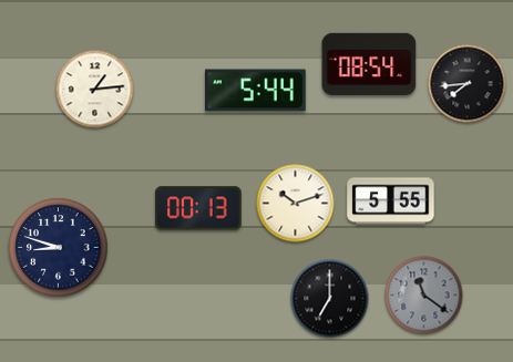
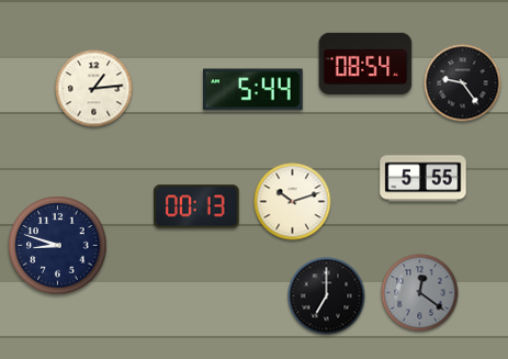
clock at (468, 84): 7:44 -> 9:24
clock at (391, 201) position: (391, 201) -> (424, 179)
clock at (424, 296): 11:21 -> 12:21
